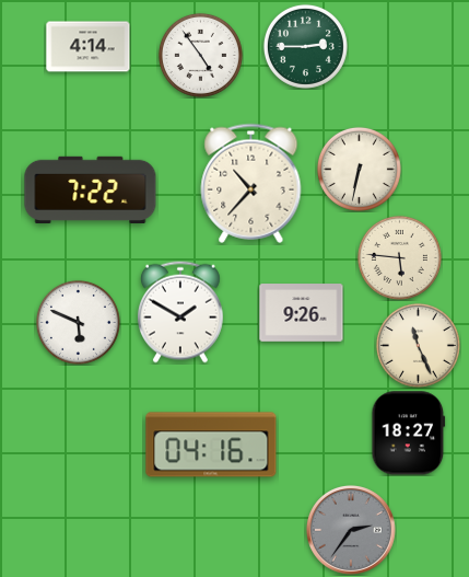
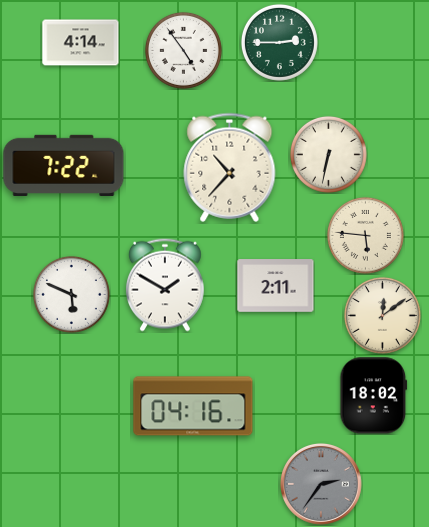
clock at (91, 189) position: (91, 189) -> (64, 165)
clock at (302, 313): 9:26 -> 2:11
clock at (418, 345): 11:26 -> 12:09
clock at (409, 434): 18:27 -> 18:02
